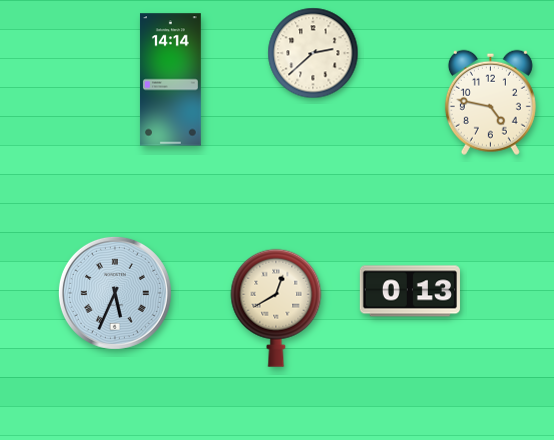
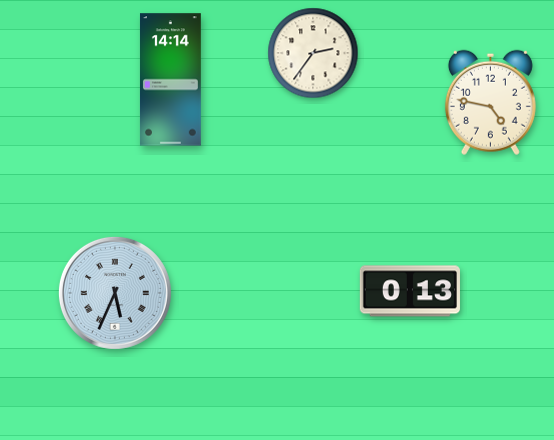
clock at (313, 53): 2:38 -> 2:36
clock at (276, 308): 12:40 -> none
